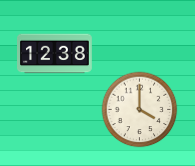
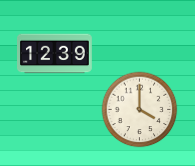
clock at (55, 54): 12:38 -> 12:39
